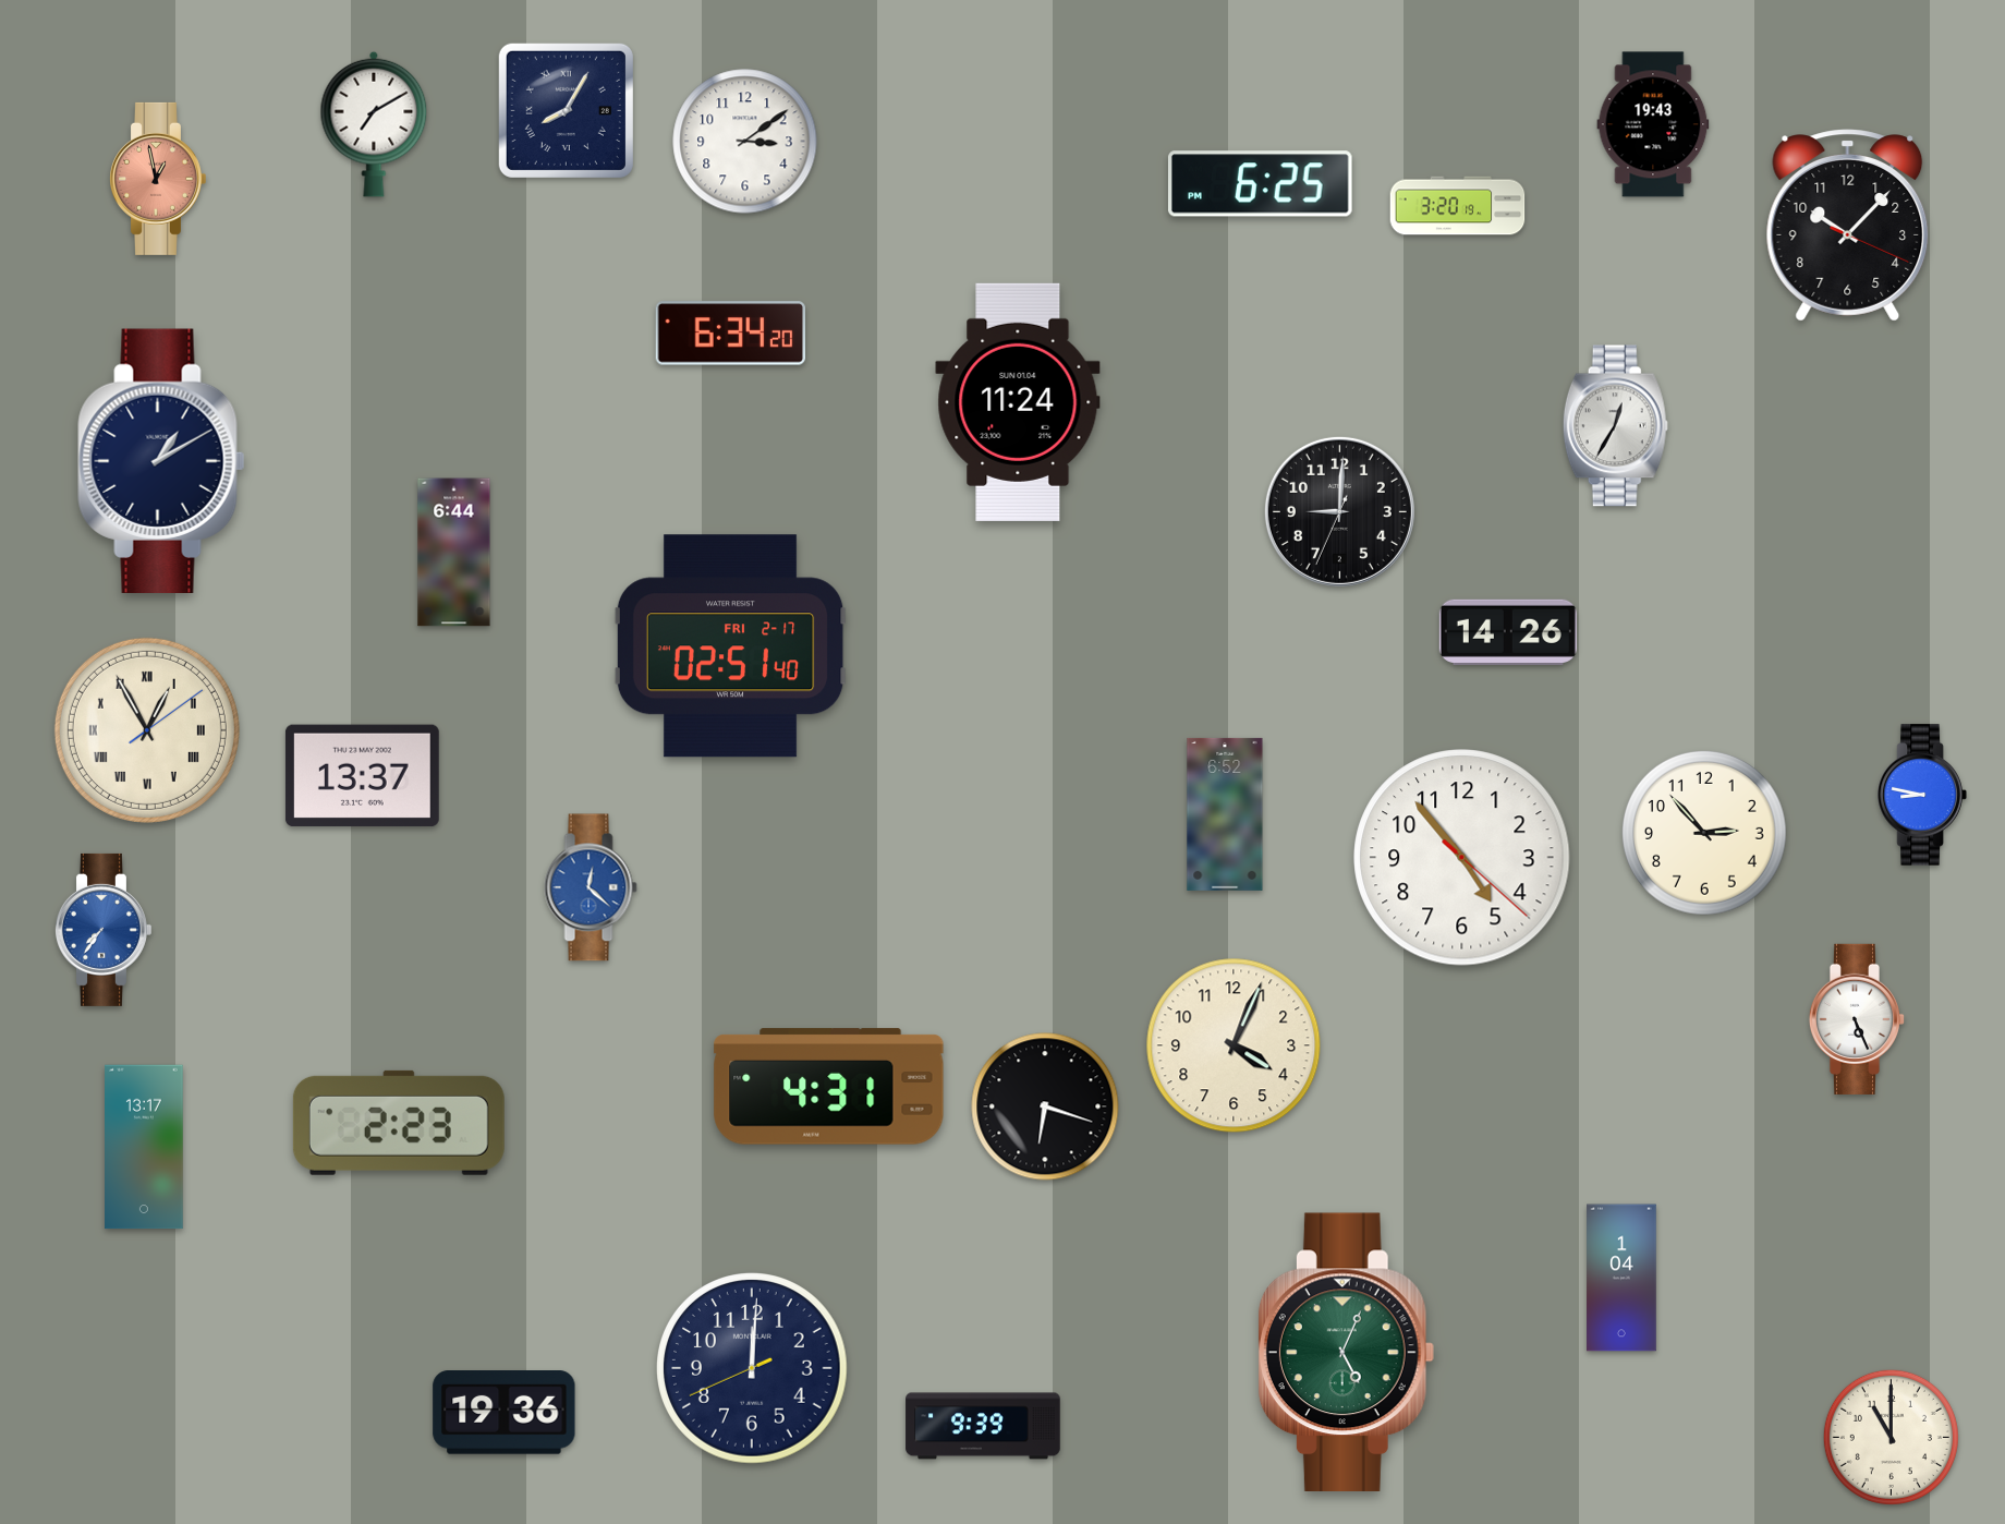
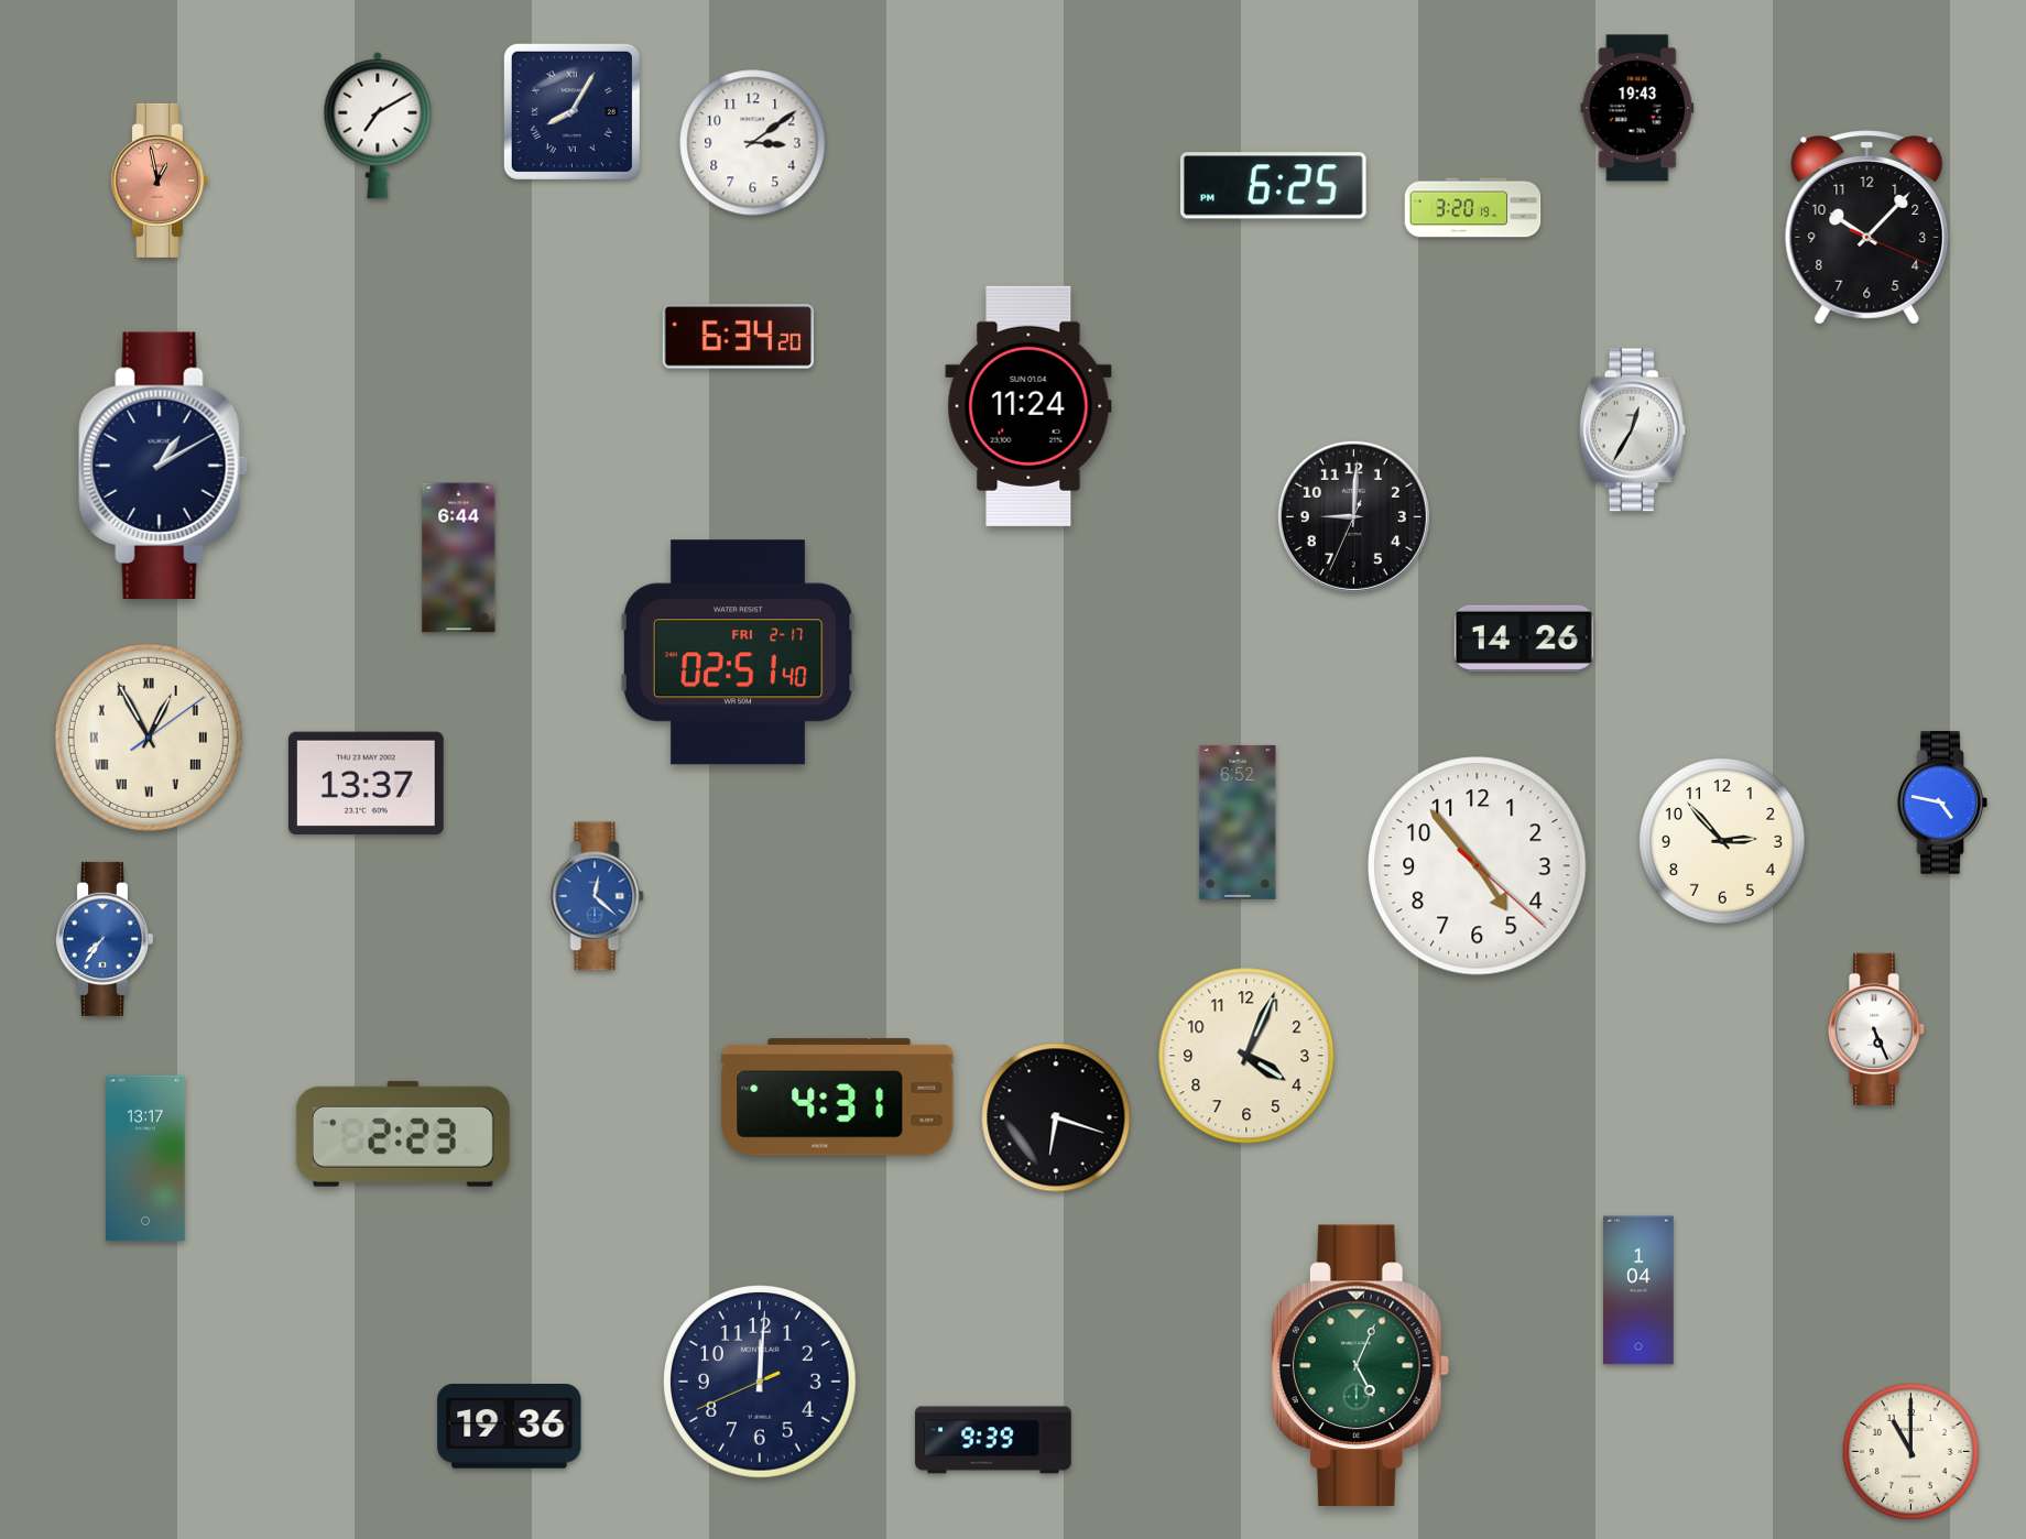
clock at (1653, 124) position: (1653, 124) -> (1637, 108)
clock at (1922, 795): 8:47 -> 4:47
